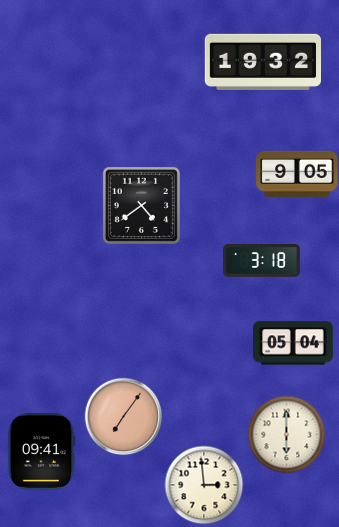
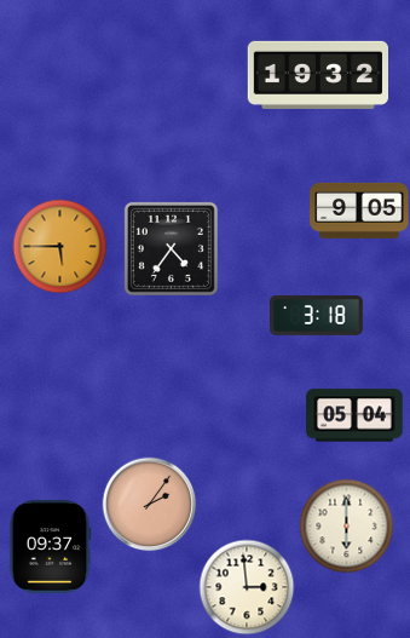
clock at (59, 246): none -> 5:45
clock at (141, 205): 4:39 -> 4:36
clock at (123, 416): 7:06 -> 2:06
clock at (41, 452): 09:41 -> 09:37
